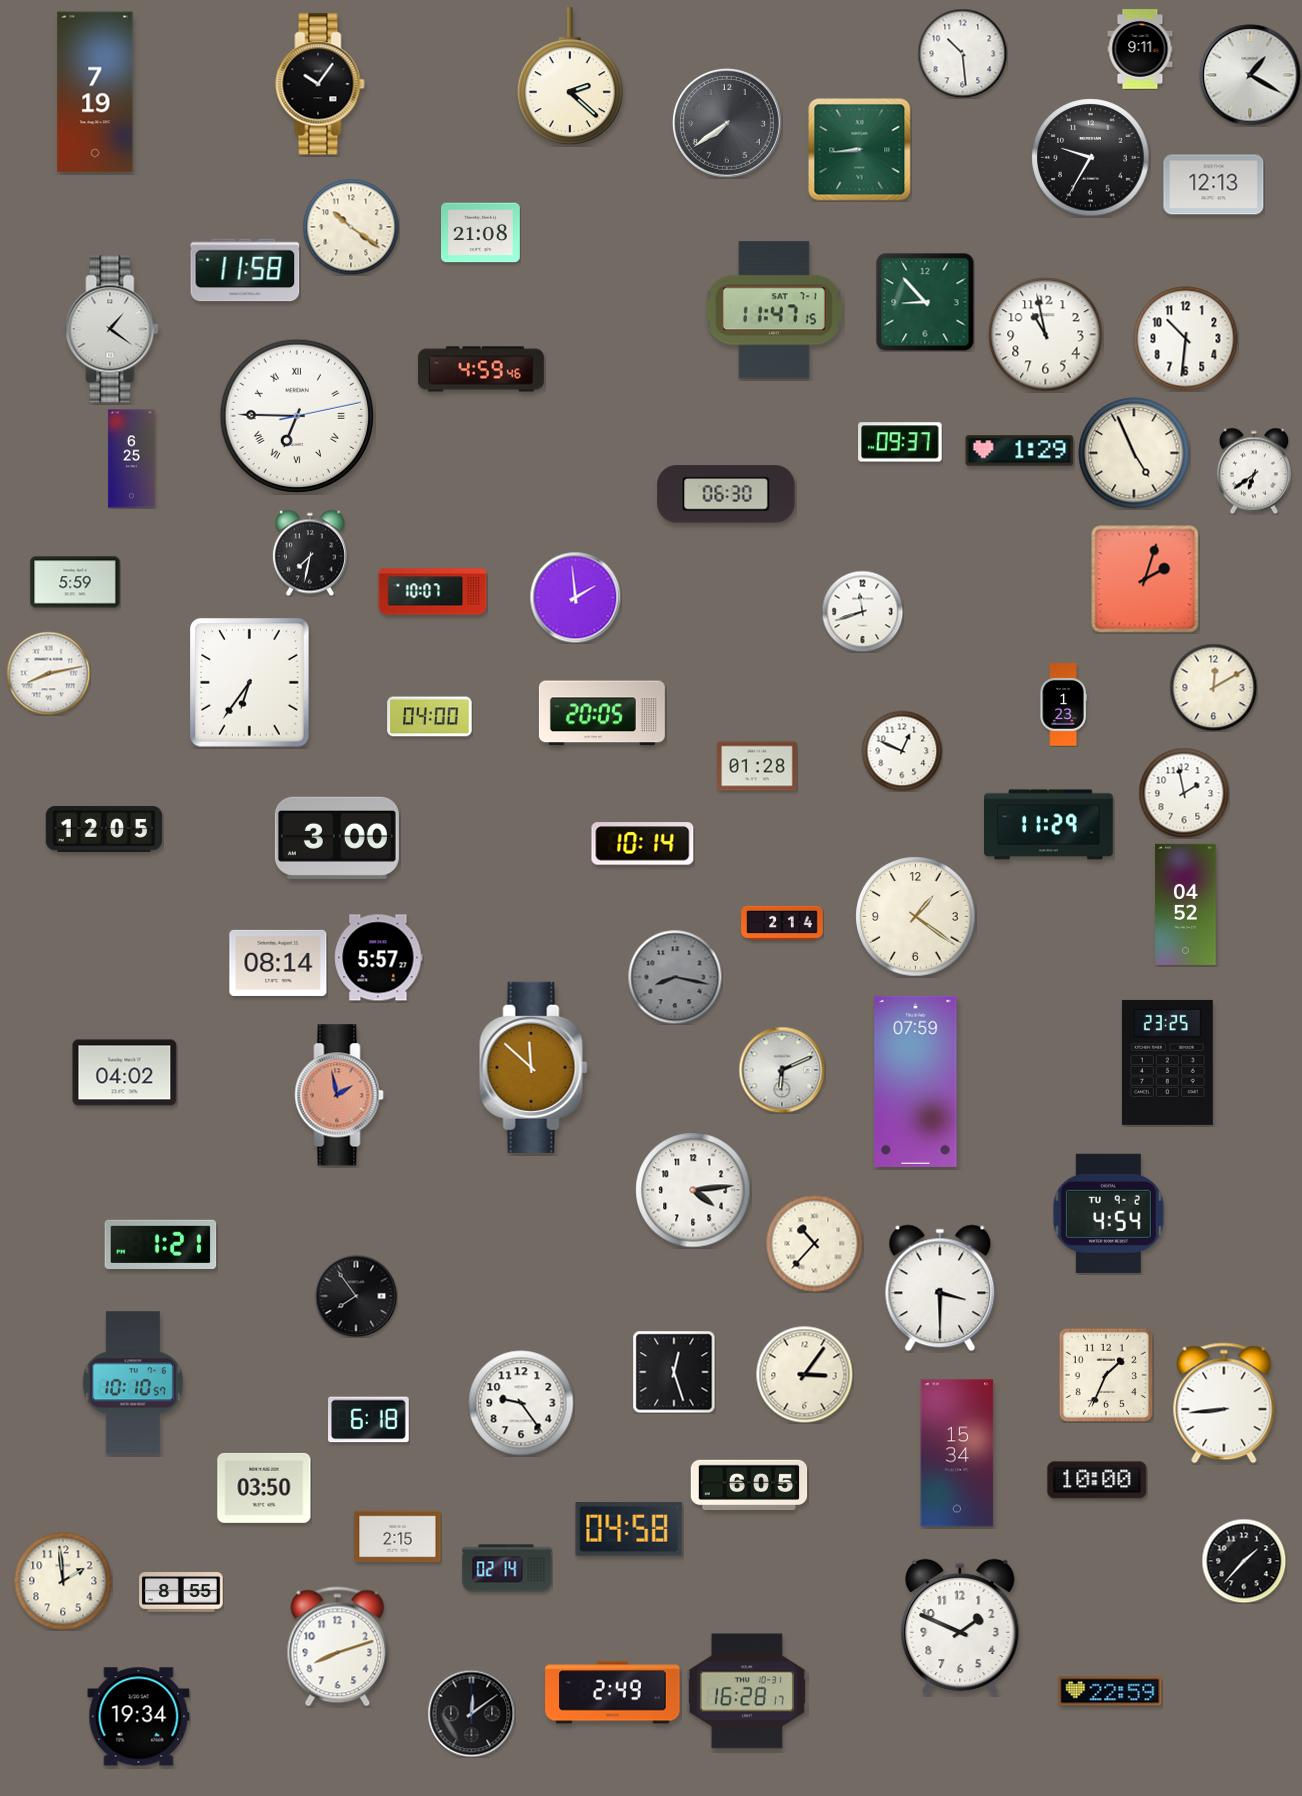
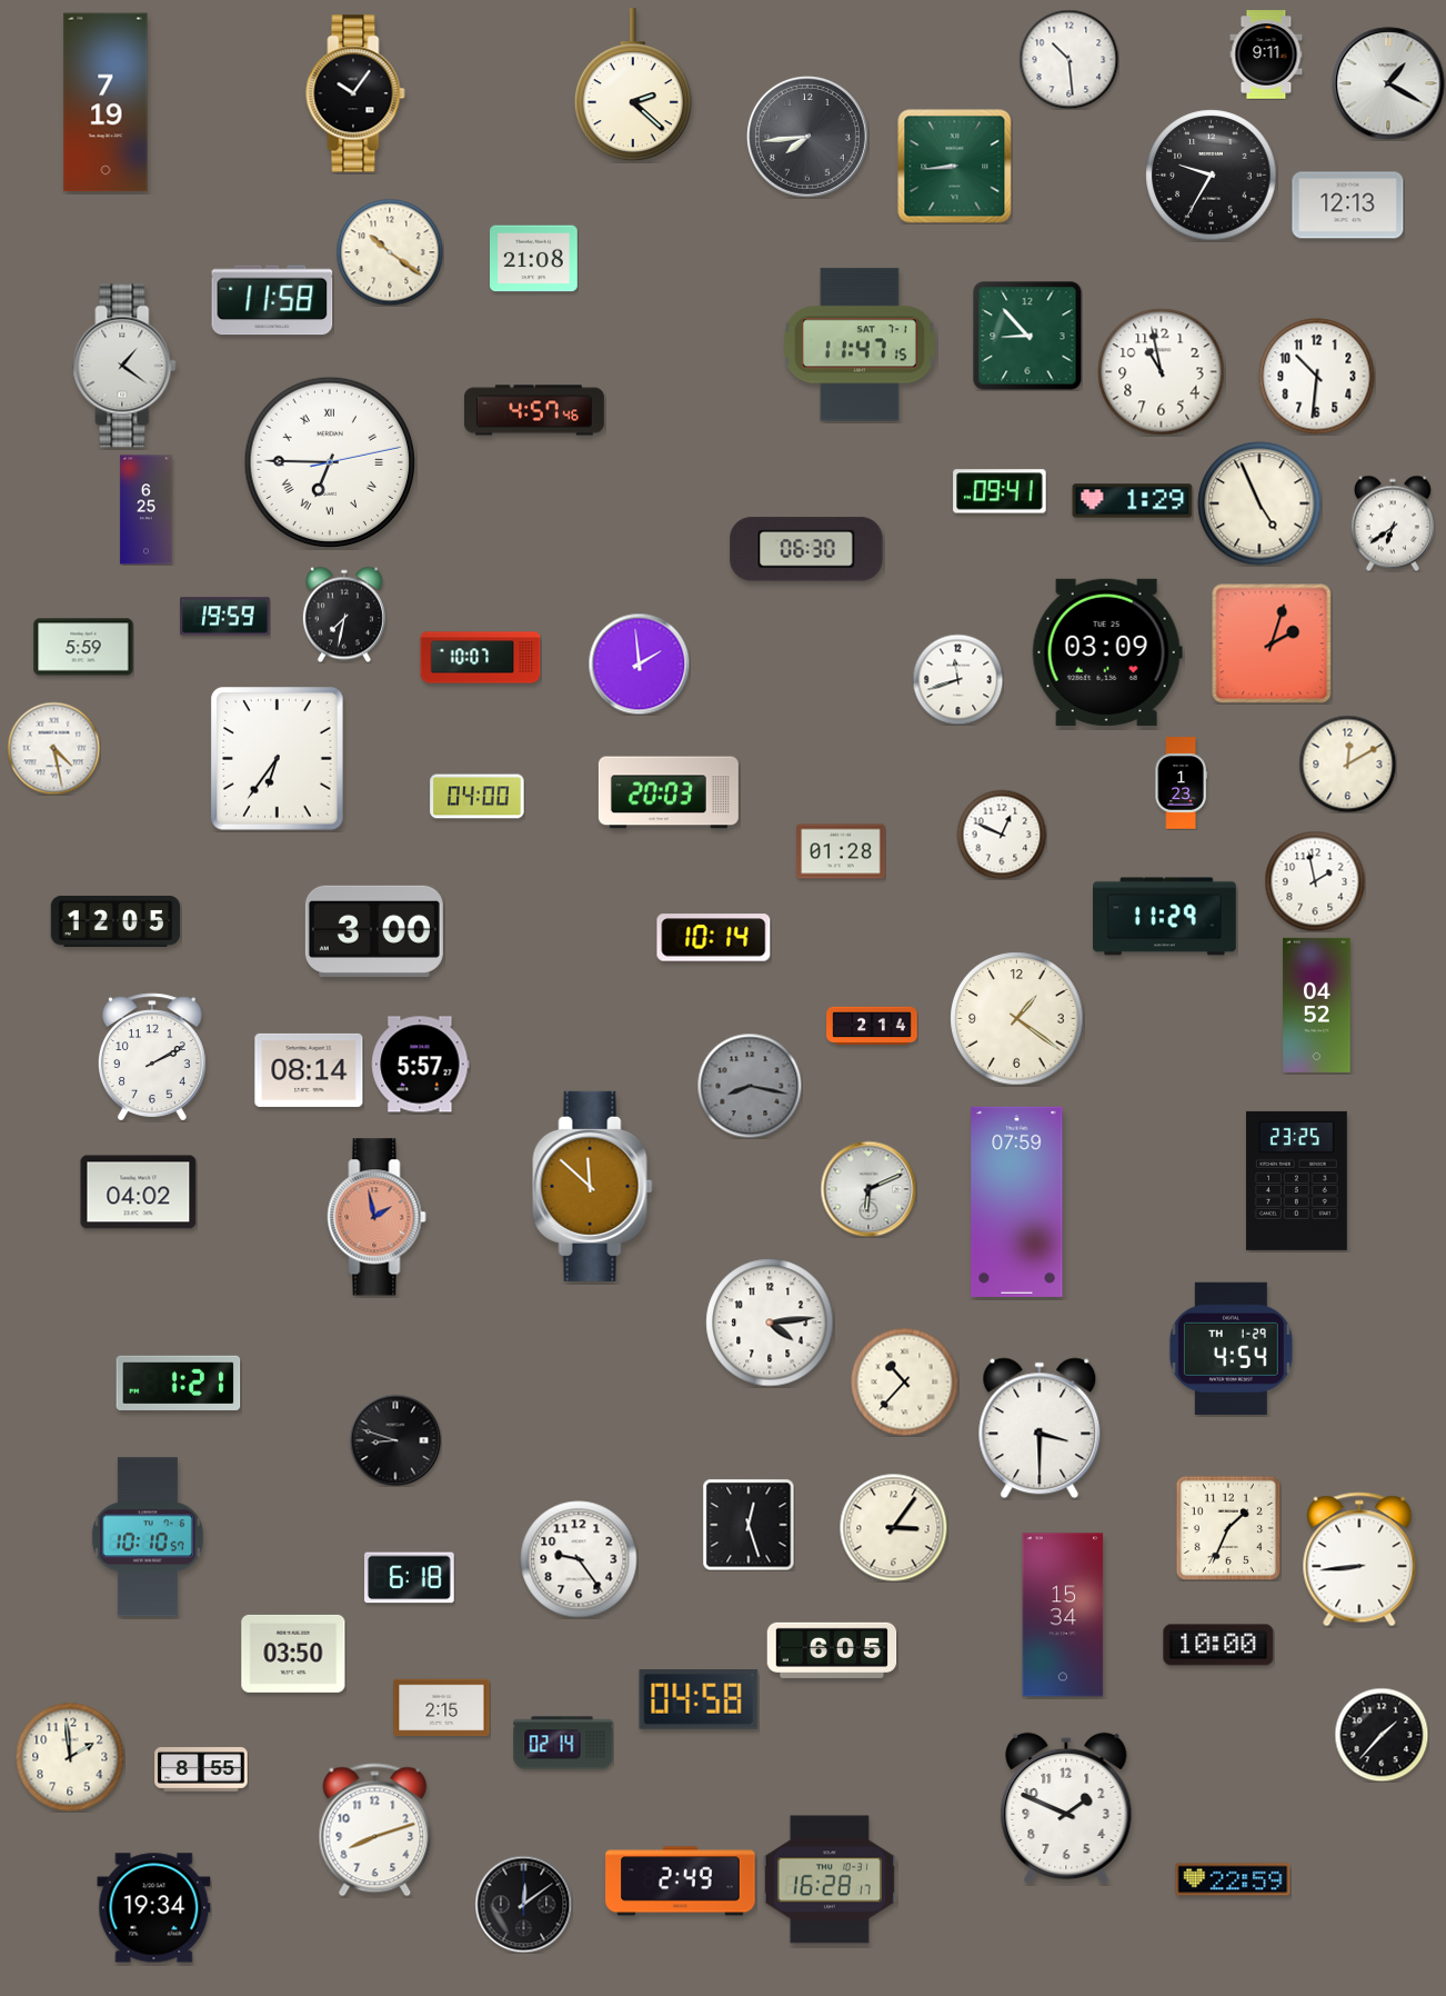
clock at (727, 123): 7:39 -> 7:44
clock at (481, 369): 4:59 -> 4:57
clock at (900, 442): 09:37 -> 09:41
clock at (225, 617): none -> 19:59
clock at (1107, 652): none -> 03:09
clock at (48, 673): 8:13 -> 4:28
clock at (602, 713): 20:05 -> 20:03
clock at (782, 923) position: (782, 923) -> (872, 1026)
clock at (152, 1057): none -> 2:10
clock at (1108, 1213) date: TU 9-2 -> TH 1-29
clock at (940, 1288) position: (940, 1288) -> (1040, 1428)
clock at (356, 1296): 7:54 -> 8:48
